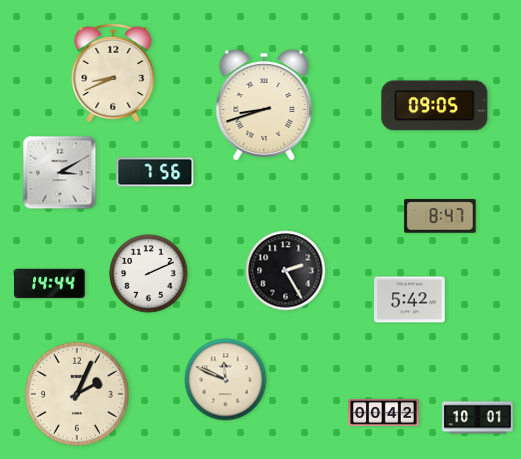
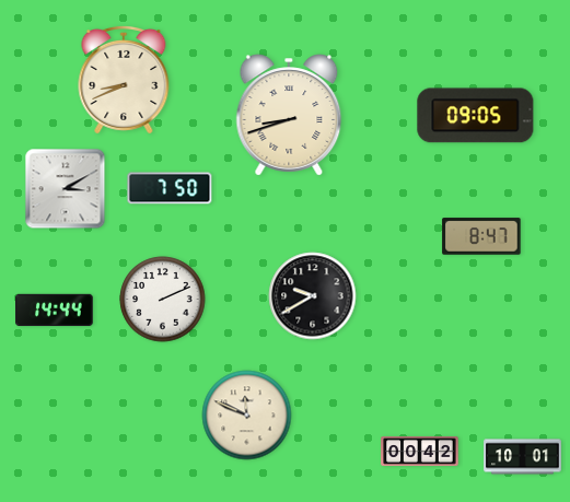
clock at (155, 172): 7:56 -> 7:50
clock at (286, 271): 2:25 -> 9:40
clock at (410, 300): 5:42 -> none
clock at (77, 394): 2:04 -> none
